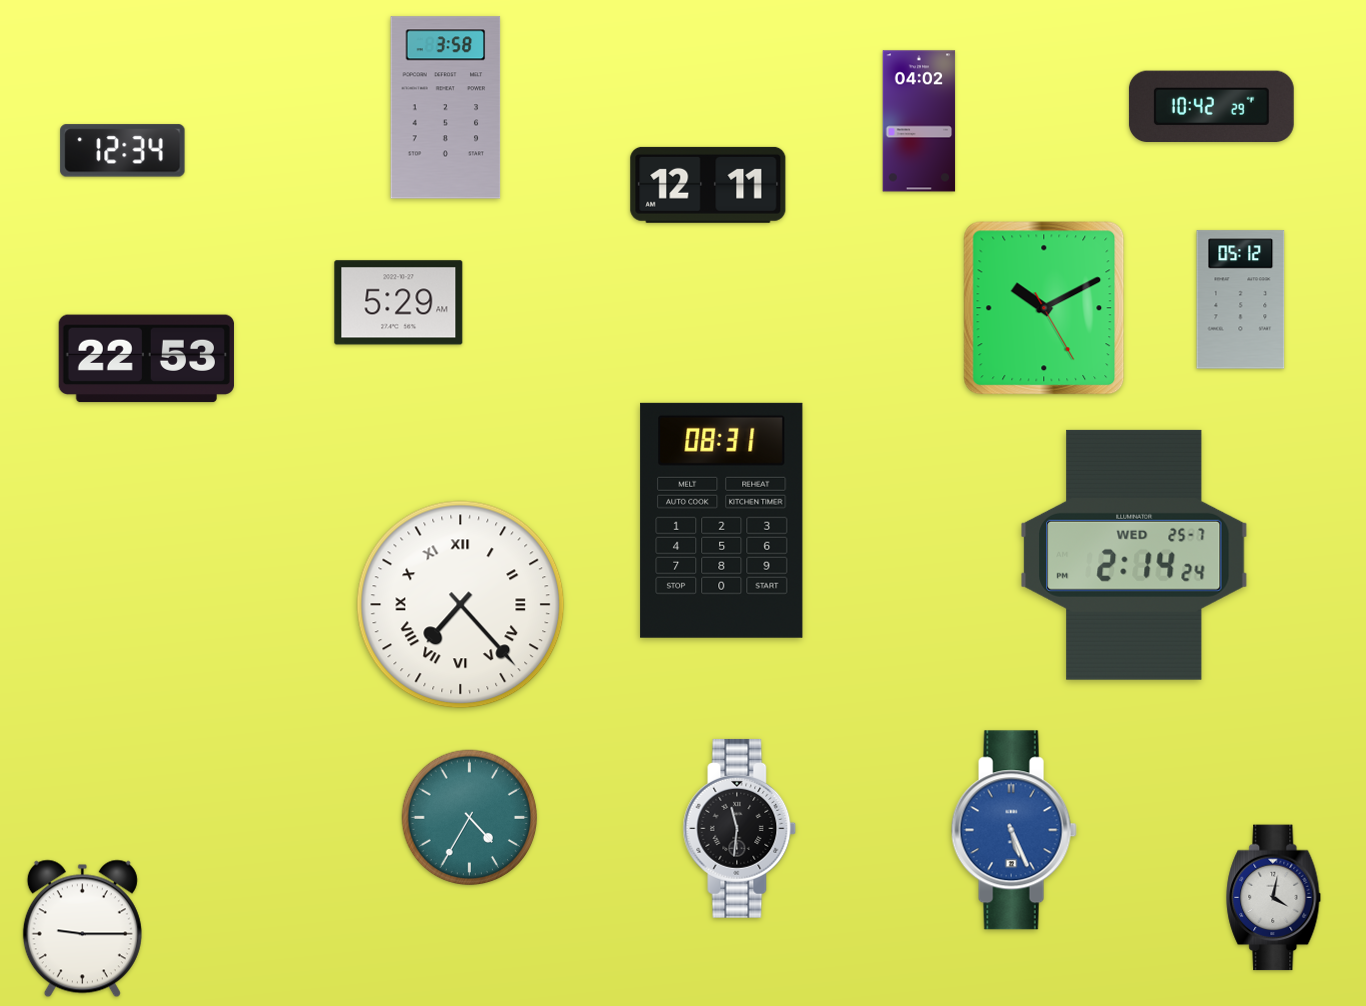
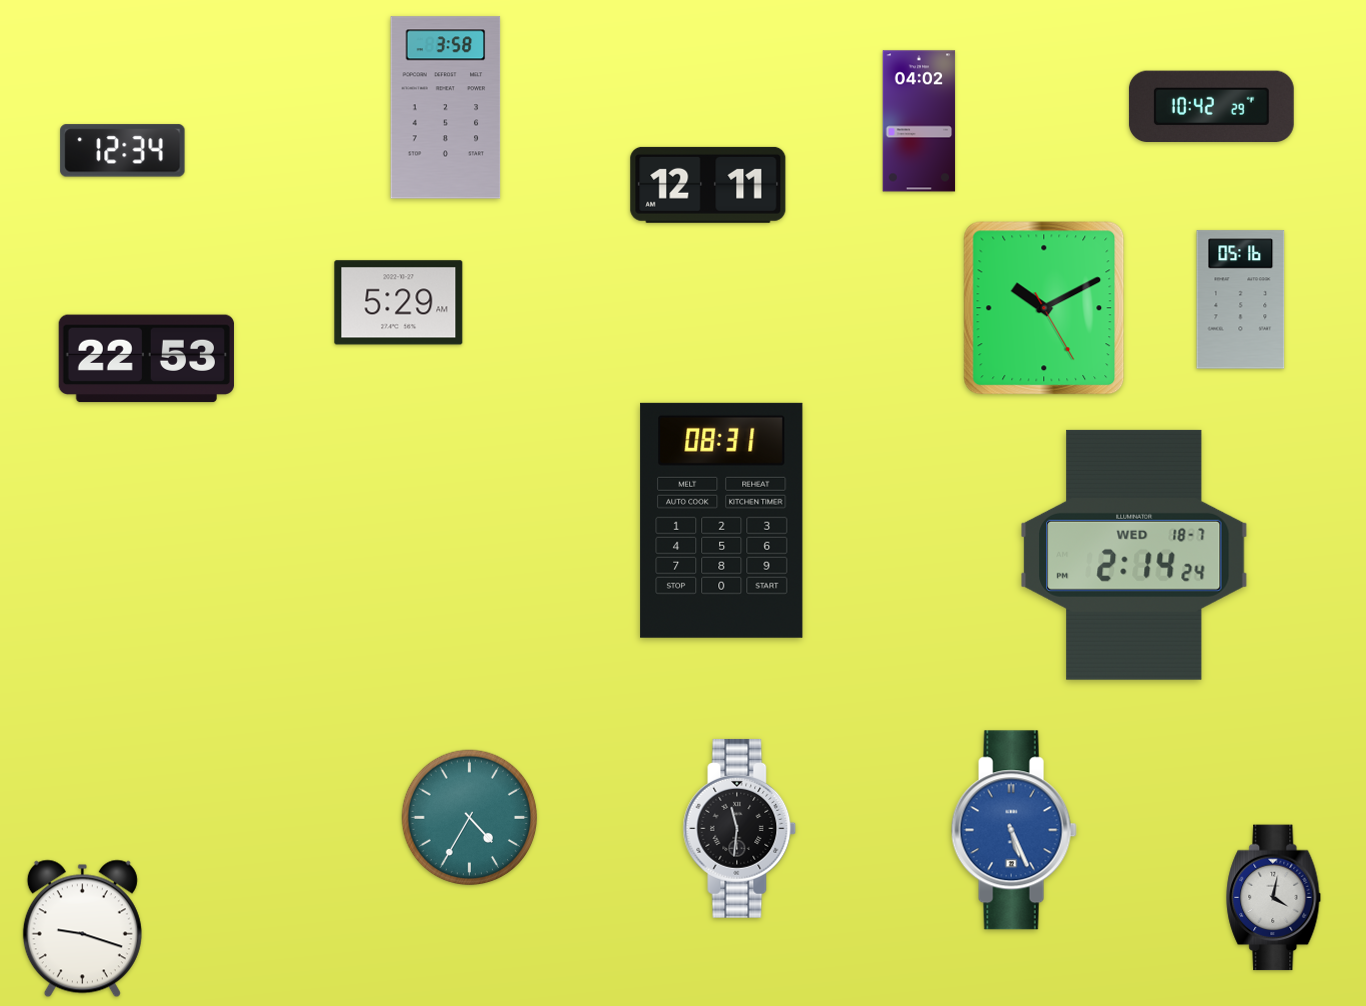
clock at (1241, 300): 05:12 -> 05:16
clock at (1134, 555) date: WED 25-7 -> WED 18-7
clock at (461, 605): 7:23 -> none
clock at (82, 929): 9:15 -> 9:18
